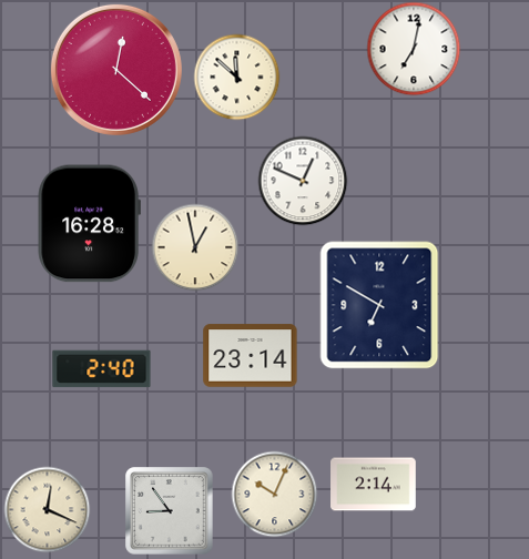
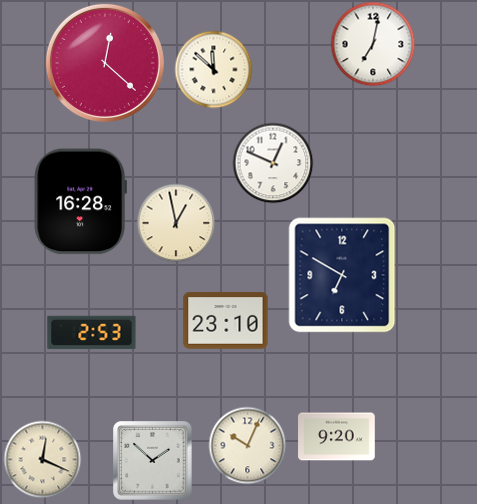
clock at (251, 356): 23:14 -> 23:10
clock at (102, 369): 2:40 -> 2:53
clock at (374, 485): 2:14 -> 9:20
clock at (170, 511): 8:54 -> 1:52
